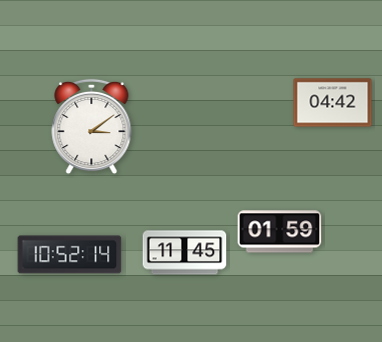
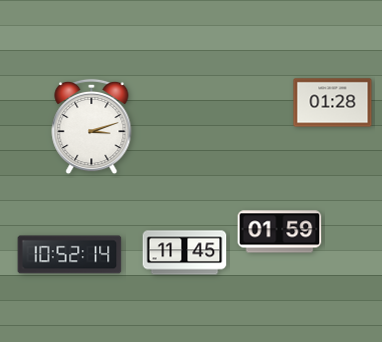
clock at (333, 103): 04:42 -> 01:28
clock at (92, 127): 3:09 -> 3:12
